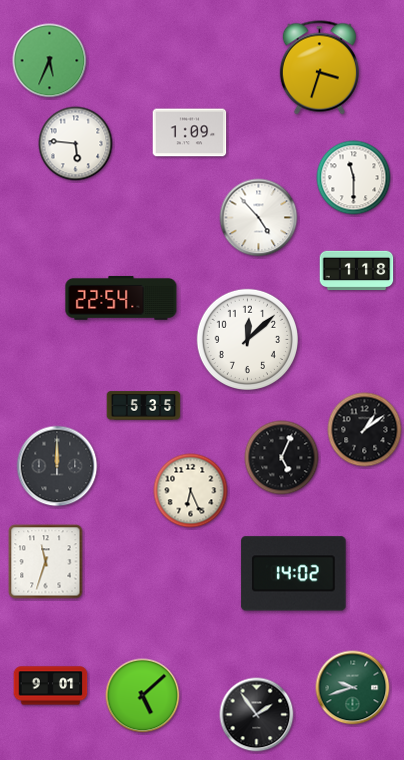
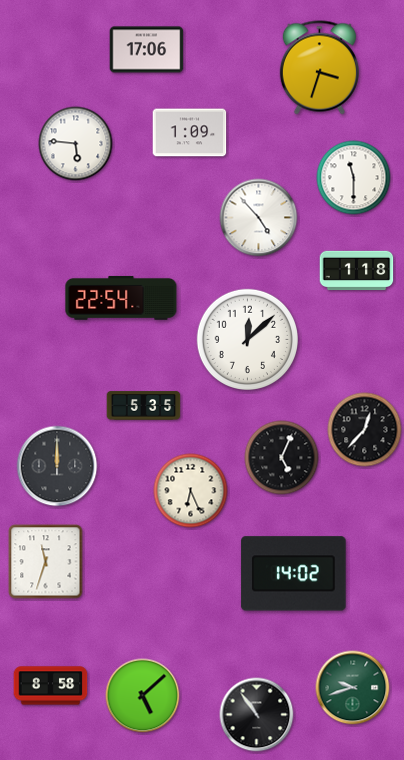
clock at (147, 50): none -> 17:06
clock at (50, 61): 5:34 -> none
clock at (365, 430): 1:09 -> 12:37
clock at (51, 686): 9:01 -> 8:58
clock at (257, 715): 1:54 -> 10:54
